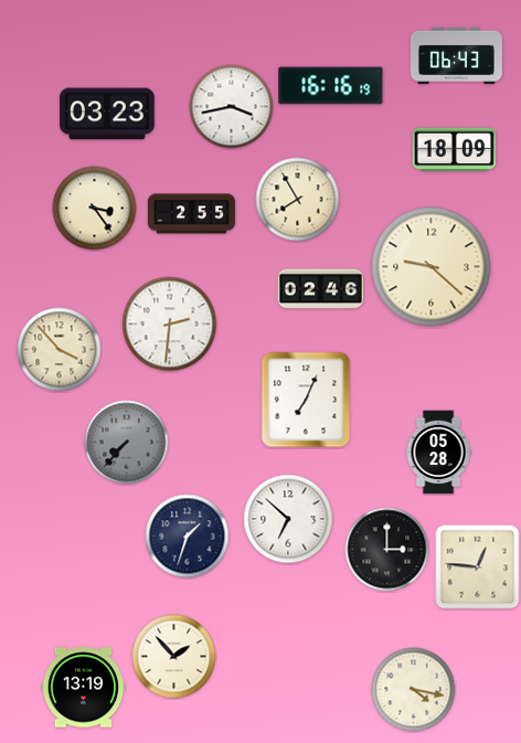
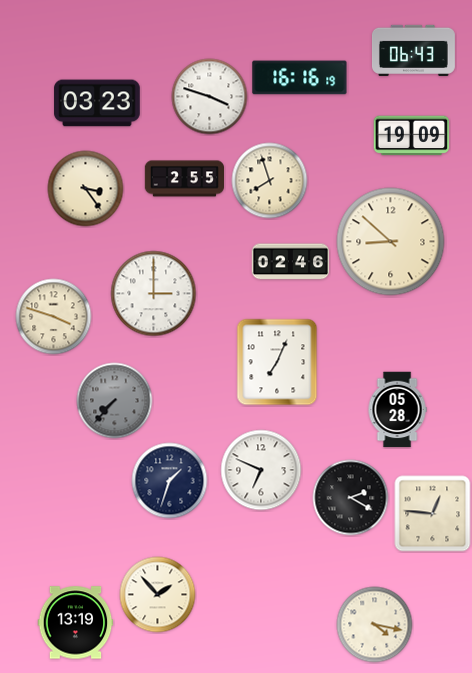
clock at (232, 107): 3:43 -> 3:48
clock at (455, 150): 18:09 -> 19:09
clock at (298, 200): 7:55 -> 7:57
clock at (191, 214) position: (191, 214) -> (184, 179)
clock at (432, 267): 9:22 -> 8:52
clock at (170, 325): 2:31 -> 3:00
clock at (60, 350): 3:53 -> 3:48
clock at (288, 519): 6:52 -> 6:49
clock at (188, 537) position: (188, 537) -> (170, 481)
clock at (387, 550): 3:00 -> 2:20
